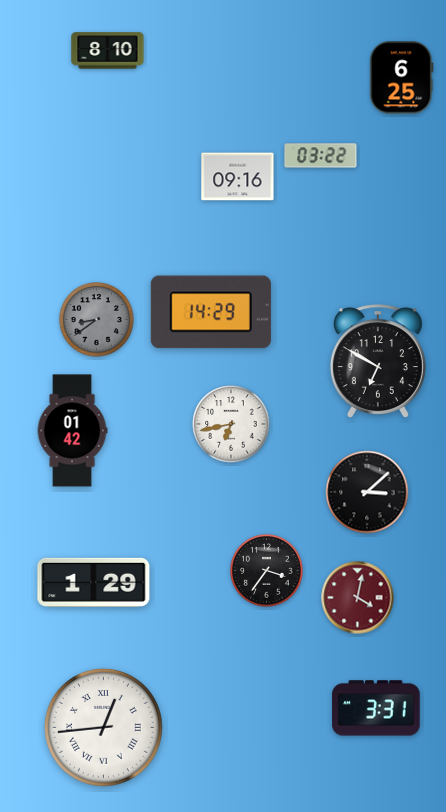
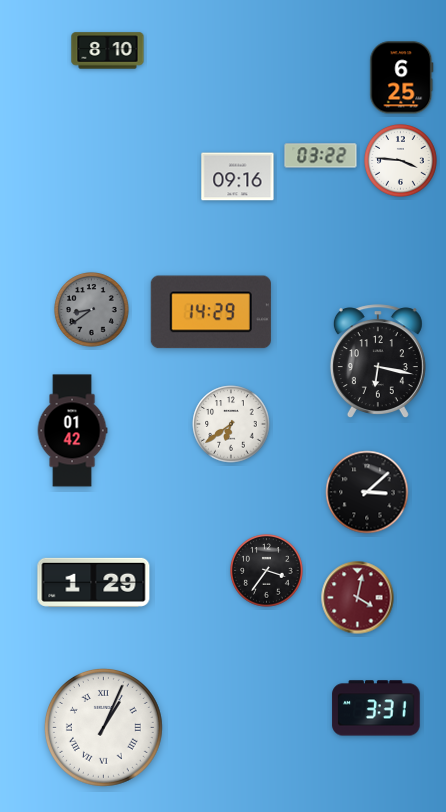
clock at (401, 161): none -> 3:46
clock at (97, 320) position: (97, 320) -> (92, 310)
clock at (378, 361): 6:50 -> 6:17
clock at (231, 424): 6:43 -> 6:39
clock at (103, 727): 12:44 -> 1:04
